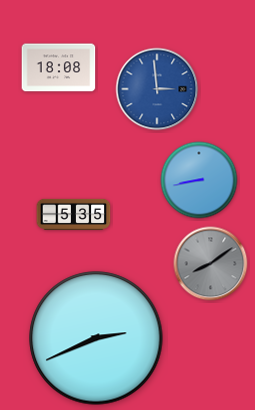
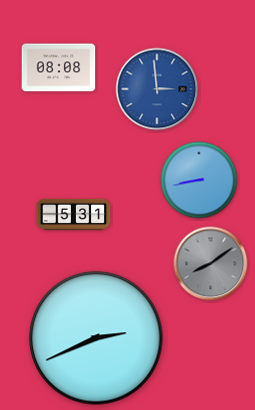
clock at (59, 68): 18:08 -> 08:08
clock at (74, 214): 5:35 -> 5:31
